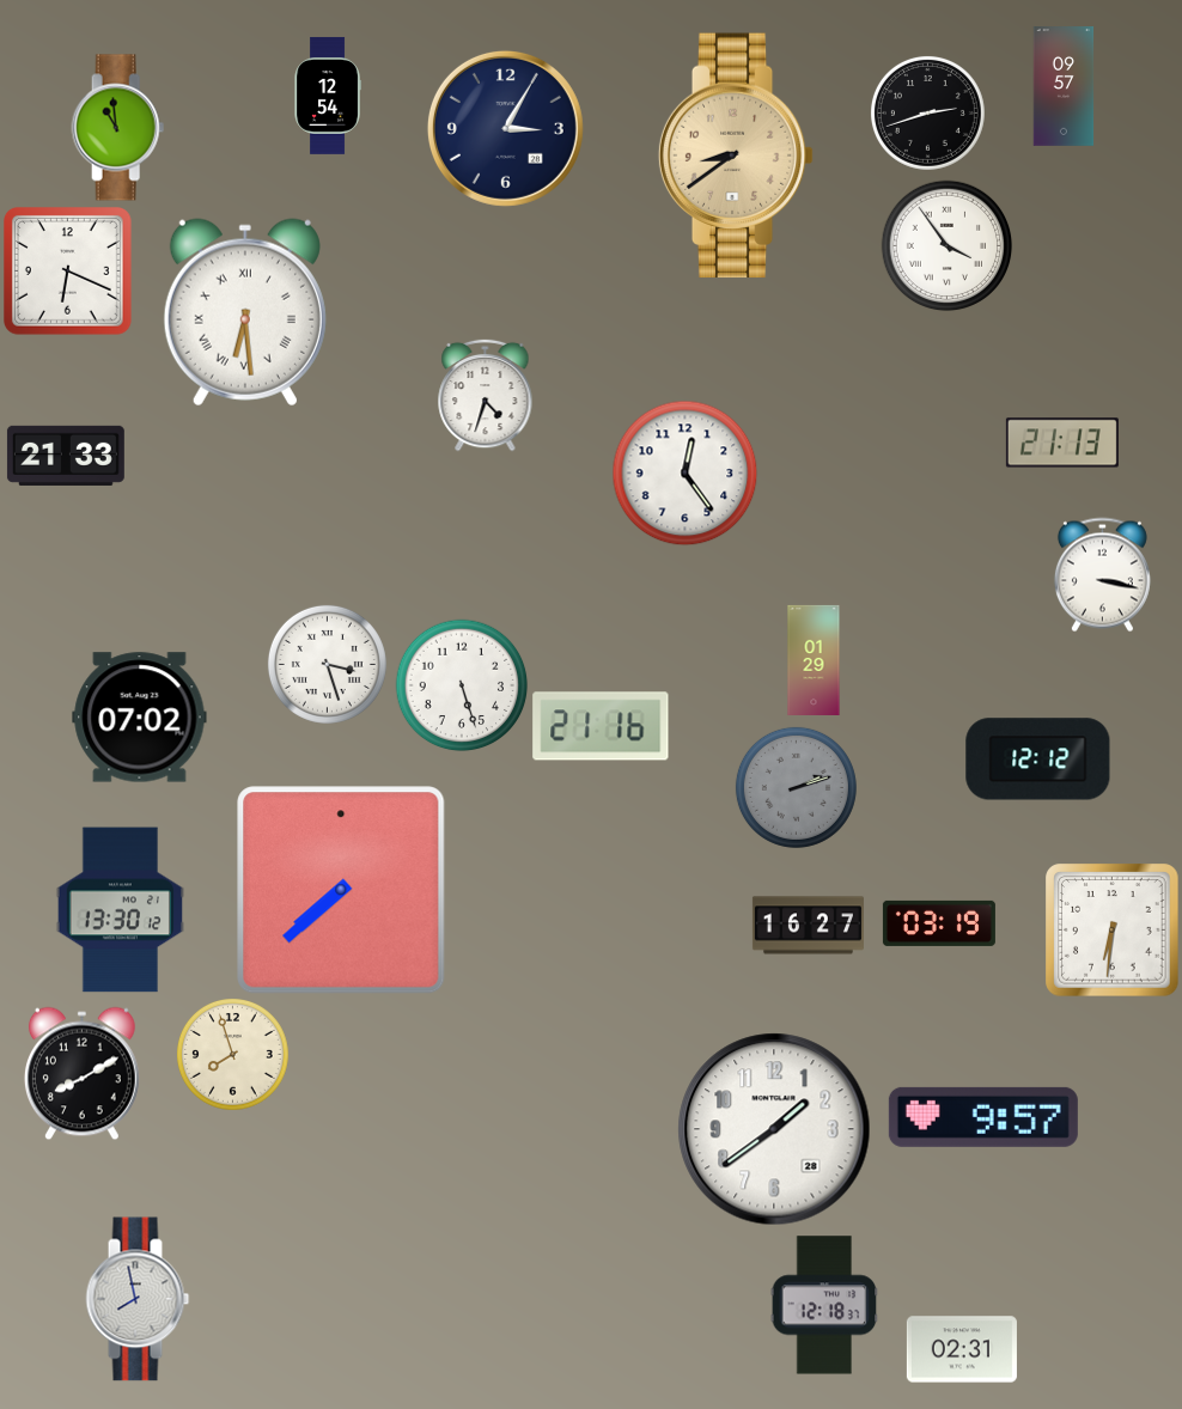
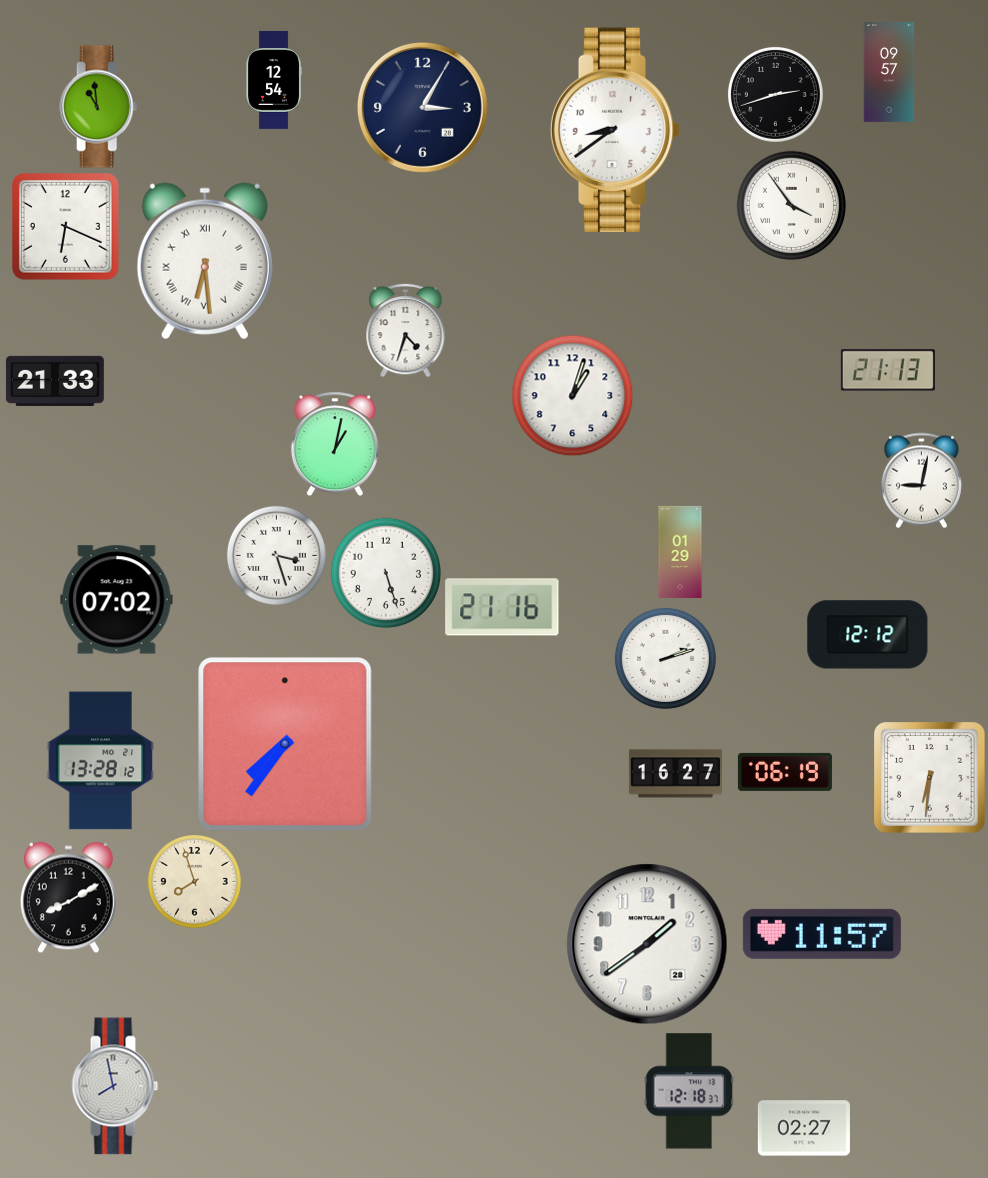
clock at (736, 155) dial: champagne -> white
clock at (68, 272) position: (68, 272) -> (66, 227)
clock at (684, 472): 12:24 -> 1:03
clock at (335, 444): none -> 1:02
clock at (1102, 574): 3:17 -> 9:02
clock at (327, 664) position: (327, 664) -> (276, 555)
clock at (796, 787) dial: grey -> white
clock at (341, 890): 7:38 -> 7:36
clock at (120, 910): 13:30 -> 13:28
clock at (939, 923): 03:19 -> 06:19
clock at (983, 1117): 9:57 -> 11:57
clock at (962, 1349): 02:31 -> 02:27
